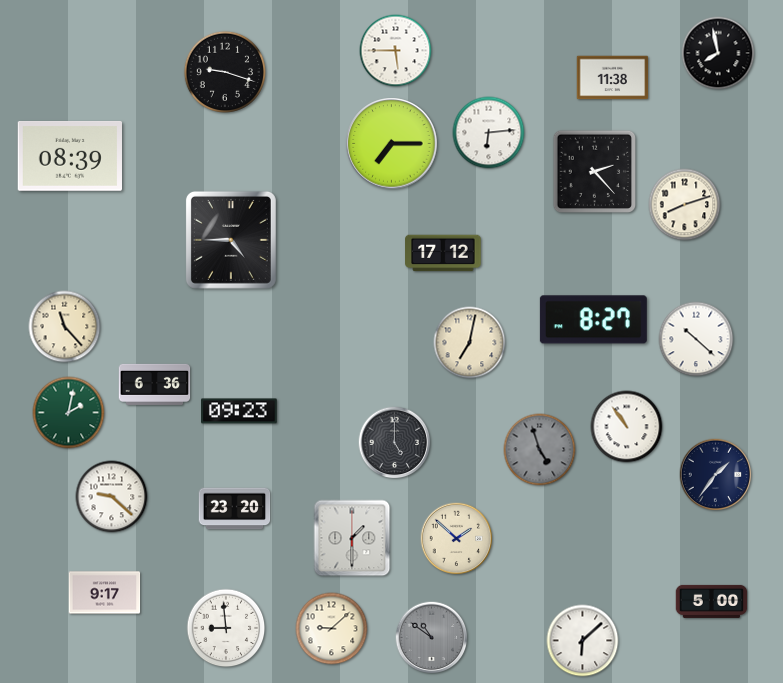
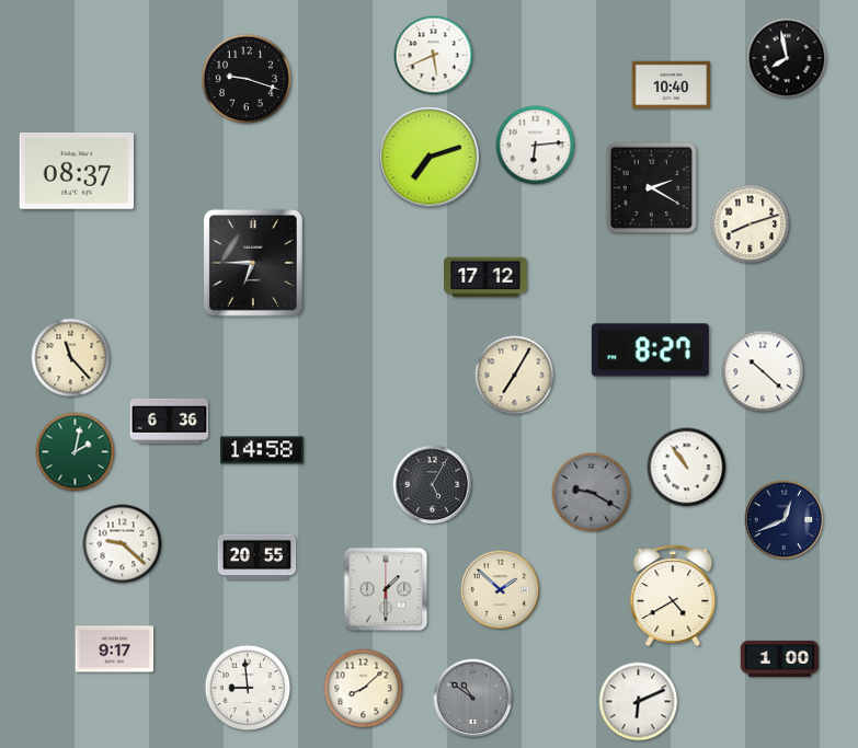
clock at (396, 51): 5:45 -> 5:41
clock at (613, 78): 11:38 -> 10:40
clock at (392, 144): 7:15 -> 7:12
clock at (69, 157): 08:39 -> 08:37
clock at (594, 171): 2:23 -> 2:20
clock at (231, 240): 4:45 -> 6:45
clock at (470, 343): 7:02 -> 7:05
clock at (239, 411): 09:23 -> 14:58
clock at (395, 443): 5:00 -> 5:05
clock at (540, 450): 4:57 -> 9:20
clock at (716, 475): 1:36 -> 12:41
clock at (235, 509): 23:20 -> 20:55
clock at (673, 596): none -> 4:40
clock at (712, 601): 5:00 -> 1:00
clock at (332, 629): 9:08 -> 8:08
clock at (583, 641): 6:08 -> 6:11
